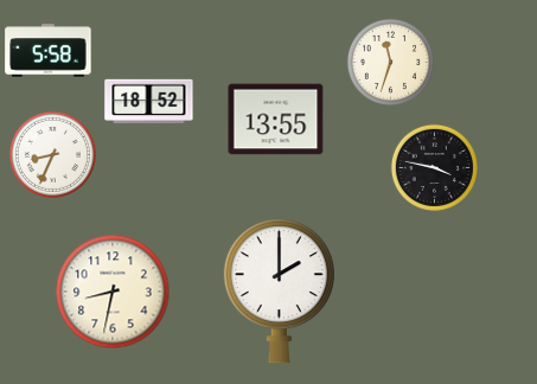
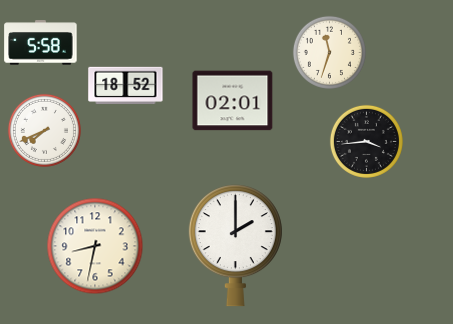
clock at (276, 120): 13:55 -> 02:01
clock at (52, 154): 8:34 -> 7:41
clock at (434, 167): 3:47 -> 3:44
